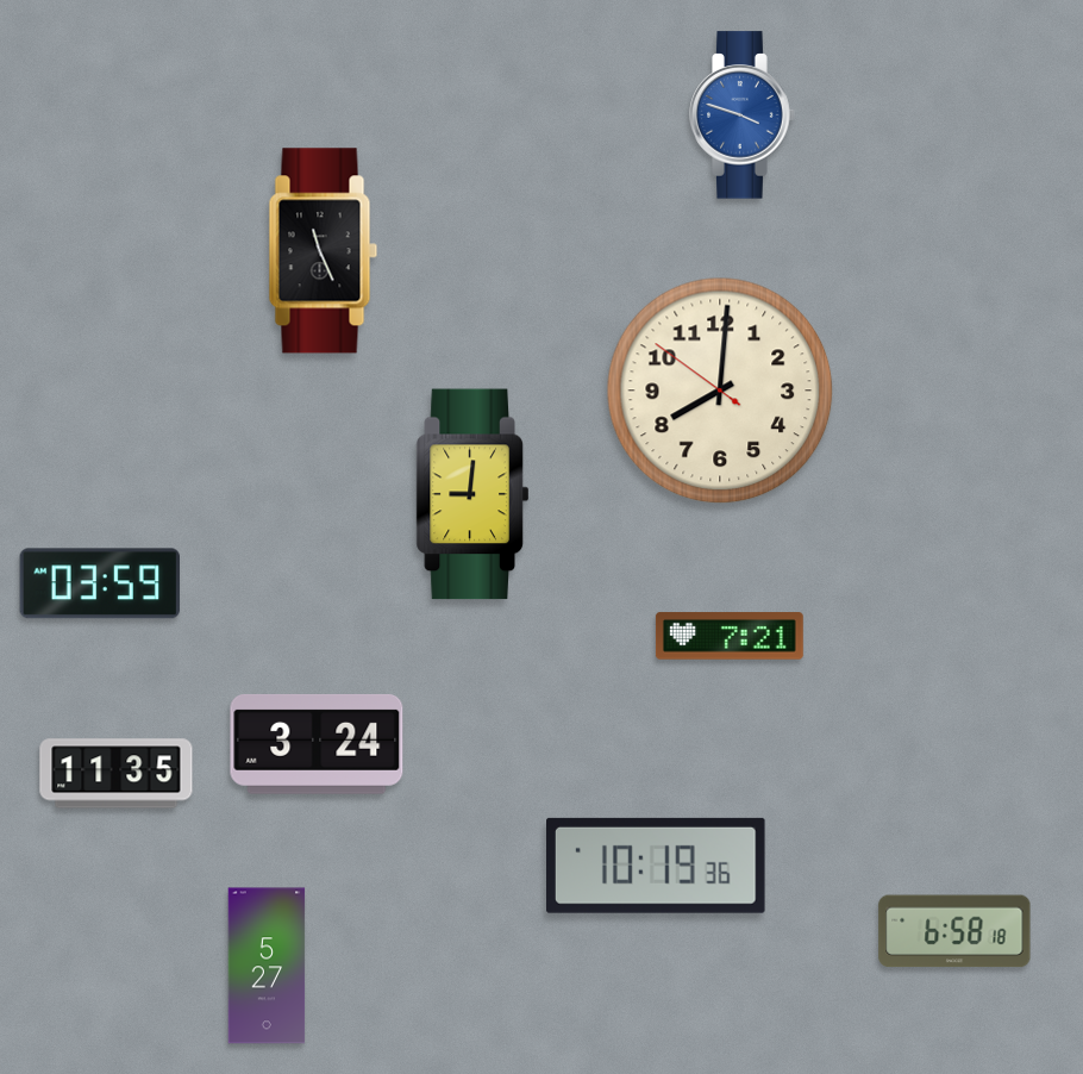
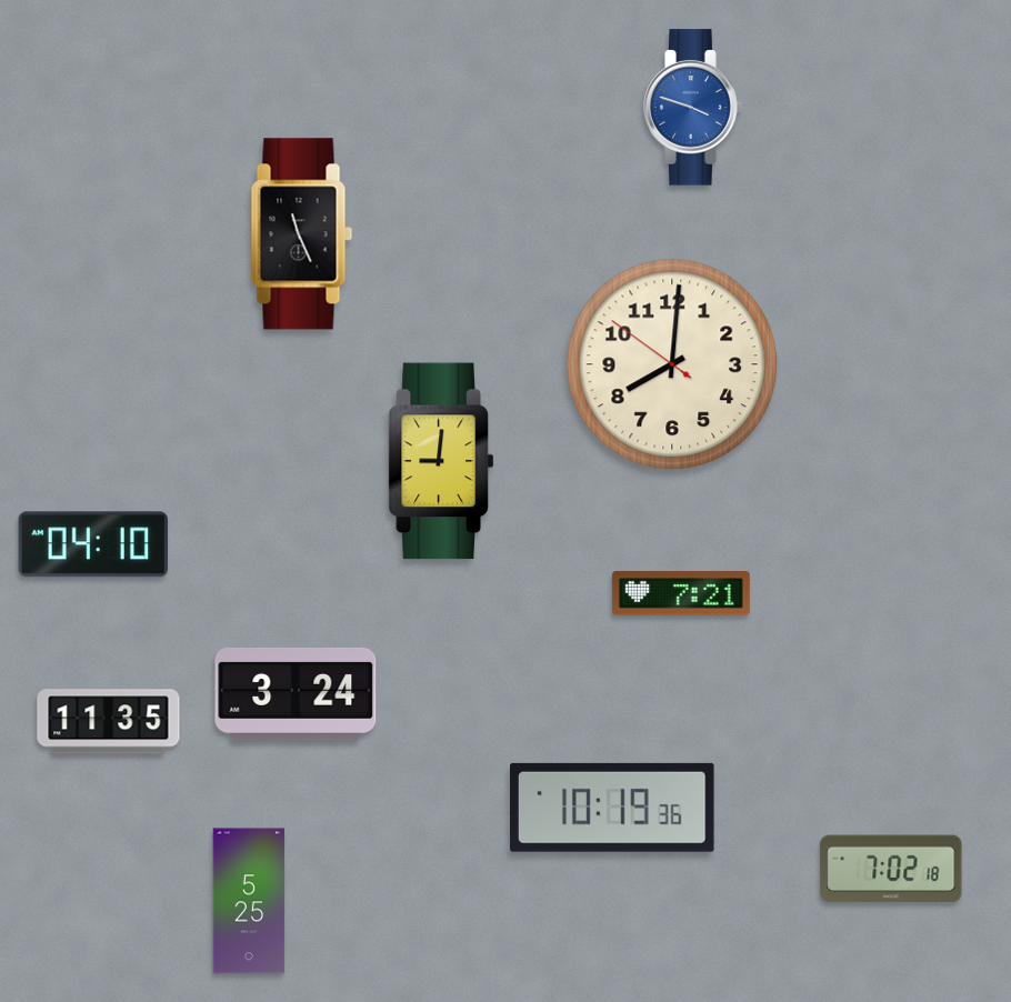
clock at (100, 583): 03:59 -> 04:10
clock at (954, 931): 6:58 -> 7:02
clock at (267, 966): 5:27 -> 5:25
